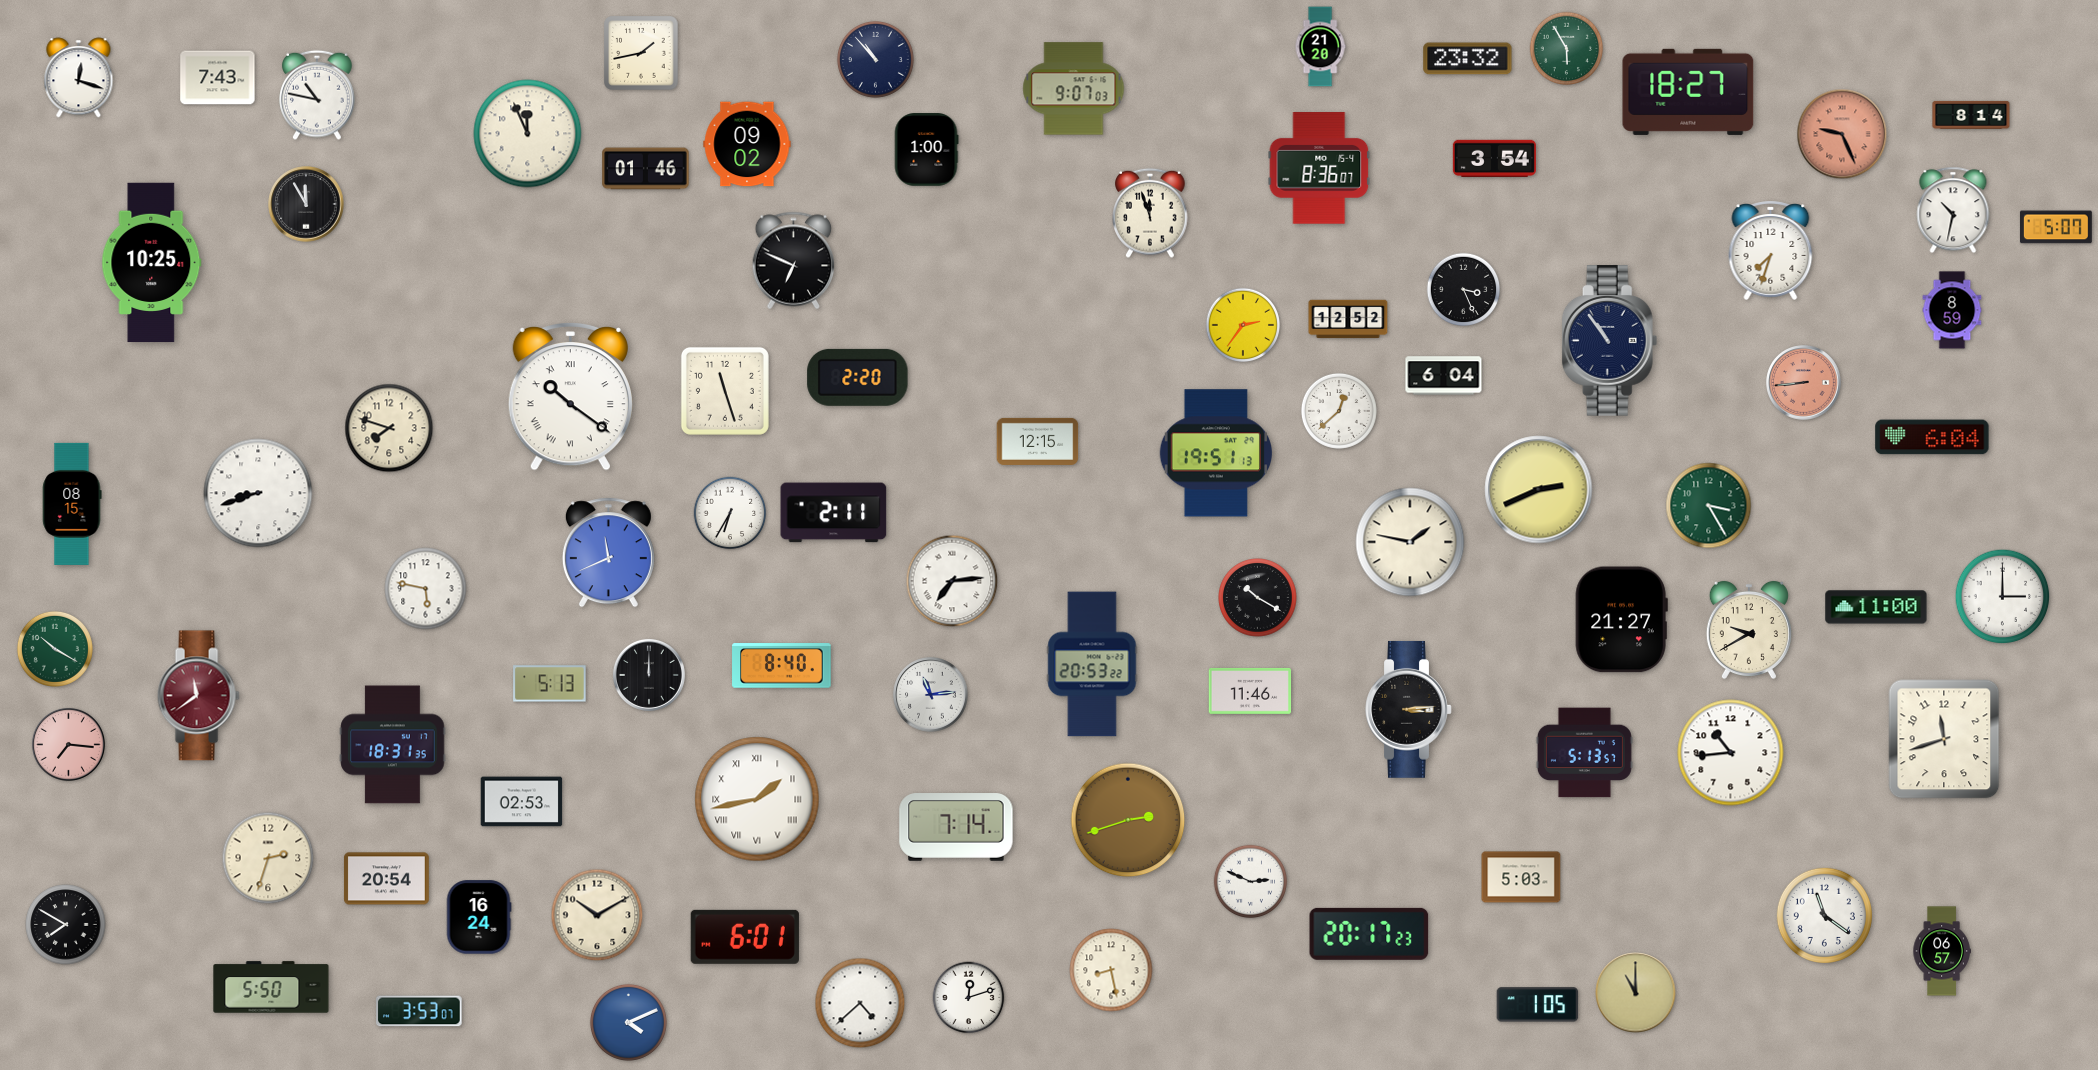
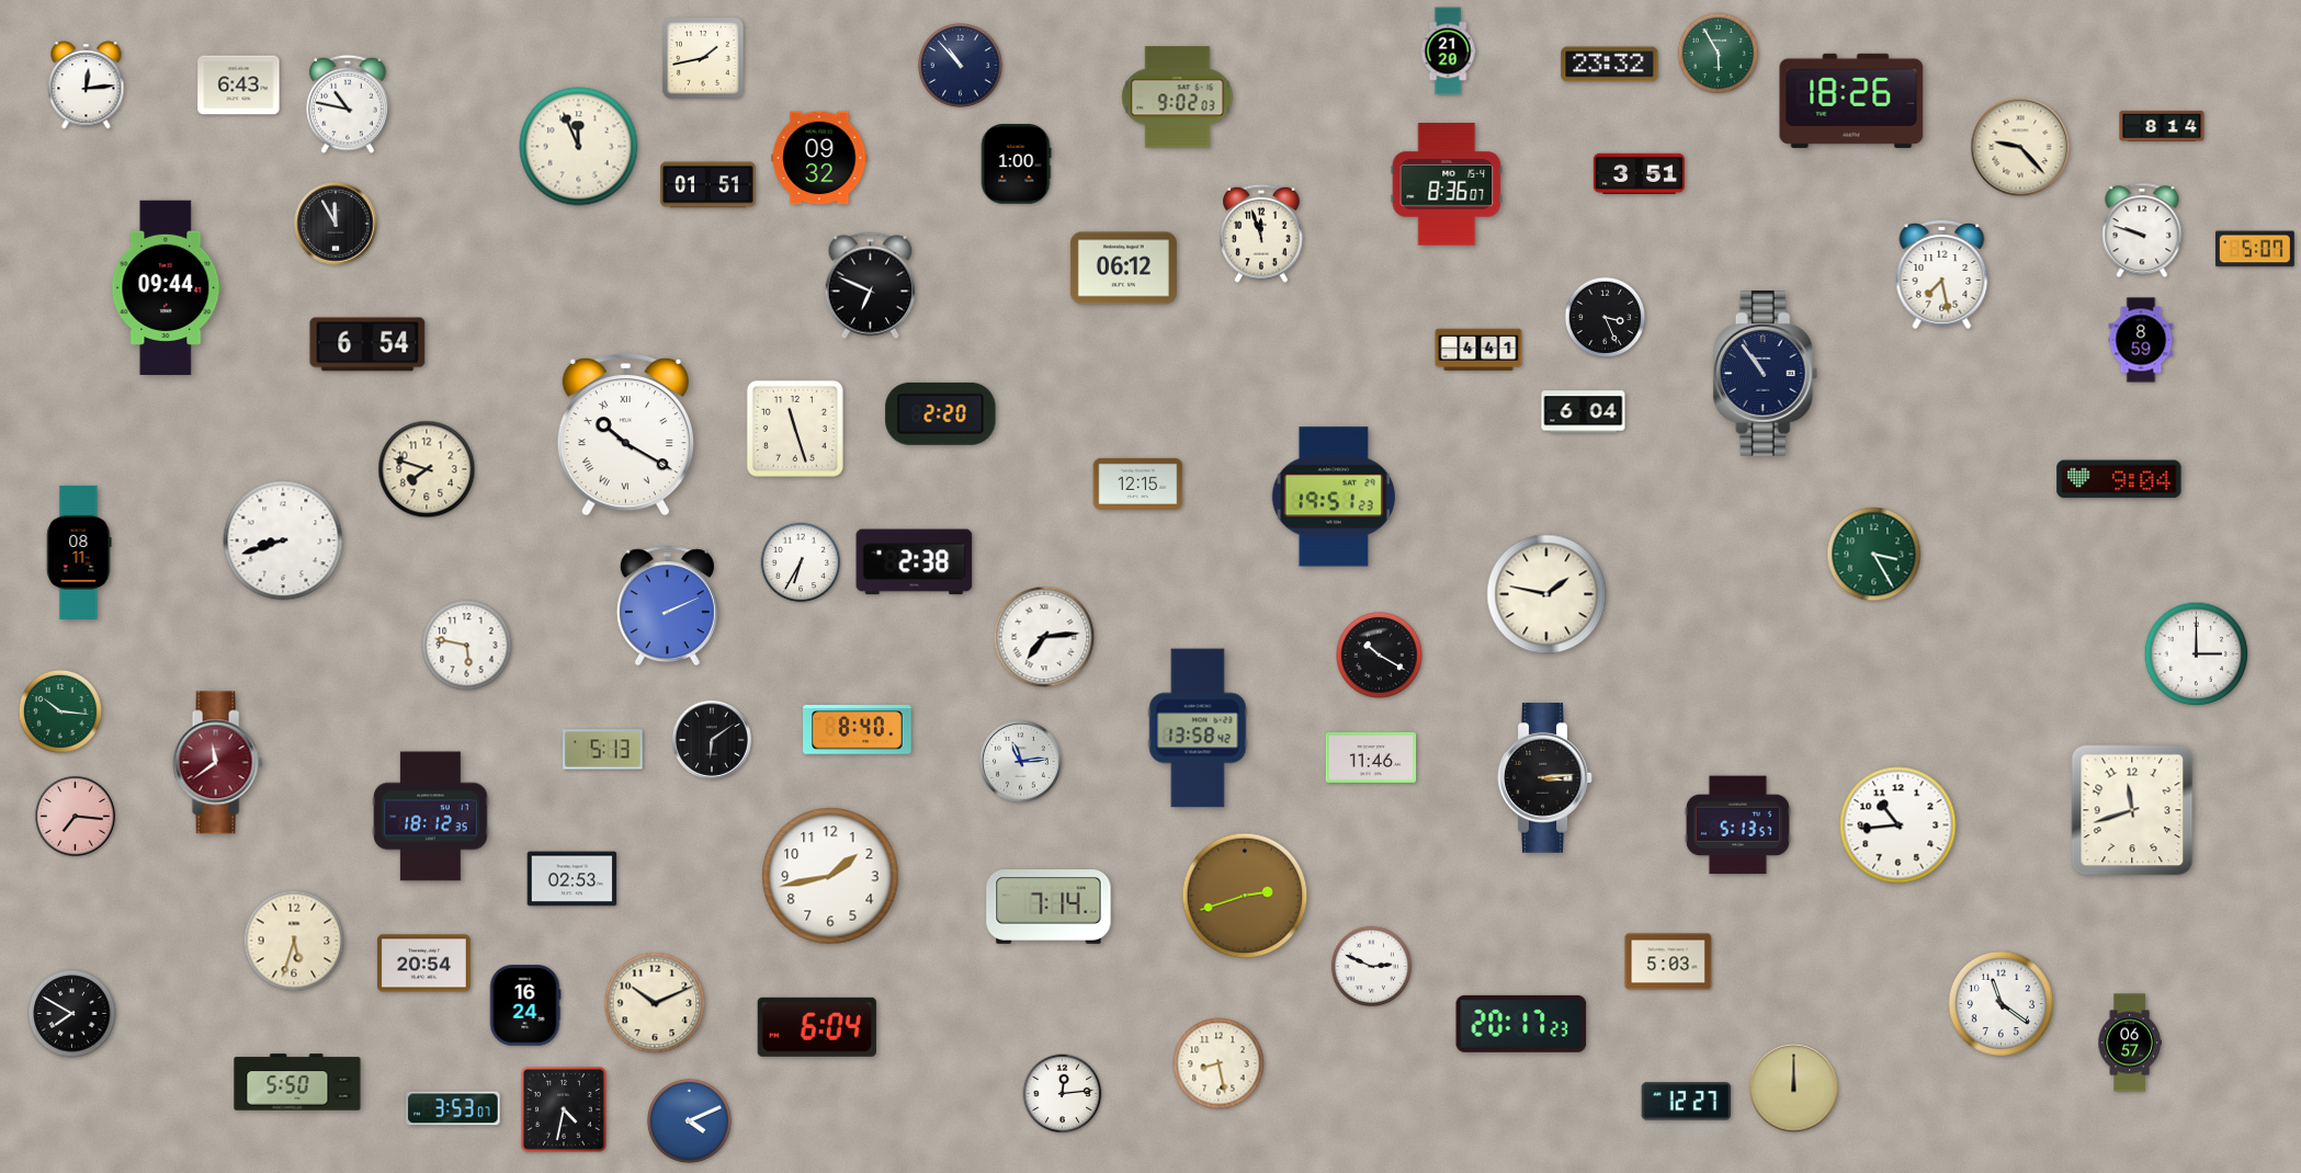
clock at (79, 78): 12:18 -> 12:14
clock at (218, 78): 7:43 -> 6:43
clock at (1074, 89): 9:07 -> 9:02
clock at (1688, 92): 18:27 -> 18:26
clock at (1842, 134): 9:26 -> 9:23
clock at (1842, 134) dial: salmon -> cream
clock at (747, 144): 09:02 -> 09:32
clock at (1494, 158): 3:54 -> 3:51
clock at (646, 169): 01:46 -> 01:51
clock at (1953, 210): 10:32 -> 9:48
clock at (1123, 269): none -> 06:12
clock at (1771, 250): 7:33 -> 7:28
clock at (152, 263): 10:25 -> 09:44
clock at (367, 344): none -> 6:54
clock at (1348, 319): 12:52 -> 4:41
clock at (1242, 324): 2:36 -> none
clock at (1804, 383): 8:44 -> none
clock at (570, 397): 10:21 -> 10:20
clock at (1339, 411): 12:38 -> none
clock at (1932, 437): 6:04 -> 9:04
clock at (1215, 453): 19:51:13 -> 19:51:23
clock at (1539, 490): 2:41 -> none
clock at (72, 504): 08:15 -> 08:11
clock at (834, 513): 2:11 -> 2:38
clock at (608, 553): 11:41 -> 2:11
clock at (1876, 607): 11:00 -> none
clock at (1621, 620): 21:27 -> none
clock at (1749, 630): 9:40 -> none
clock at (55, 649): 10:20 -> 10:16
clock at (1092, 664): 20:53 -> 13:58
clock at (649, 675): 12:00 -> 6:09
clock at (393, 745): 18:31 -> 18:12
clock at (757, 799) numerals: Roman -> Arabic
clock at (1128, 820) position: (1128, 820) -> (1245, 896)
clock at (268, 858): 2:33 -> 5:33
clock at (597, 915): 10:10 -> 10:11
clock at (1369, 934) position: (1369, 934) -> (1521, 1024)
clock at (745, 937): 6:01 -> 6:04
clock at (1636, 993): 11:00 -> 12:00
clock at (969, 998): 12:12 -> 12:14
clock at (860, 1003): 4:38 -> none
clock at (1538, 1005): 1:05 -> 12:27
clock at (419, 1011) position: (419, 1011) -> (453, 1108)
clock at (564, 1109): none -> 4:32
